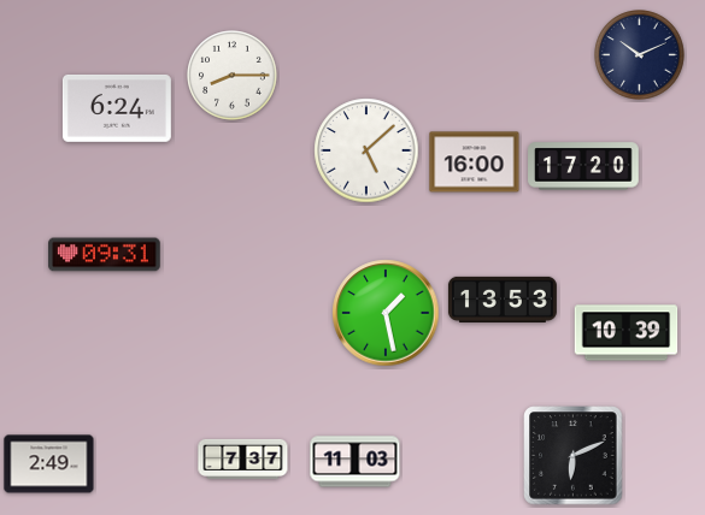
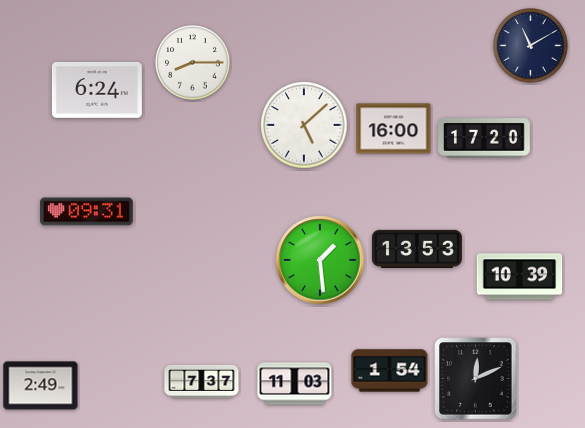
clock at (640, 55): 10:11 -> 11:10
clock at (475, 162) position: (475, 162) -> (394, 129)
clock at (386, 313): 1:28 -> 1:29
clock at (390, 371): none -> 1:54
clock at (574, 456): 6:11 -> 12:11
